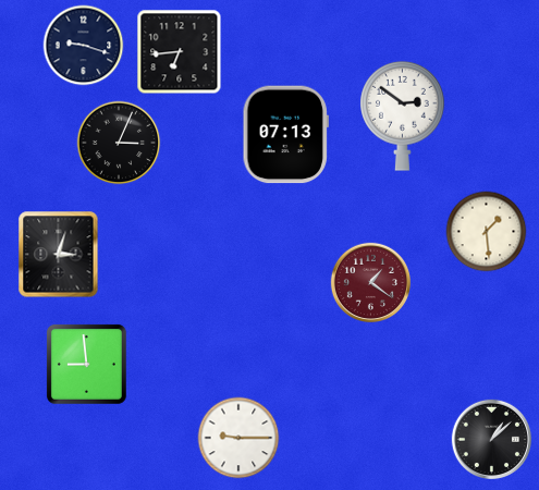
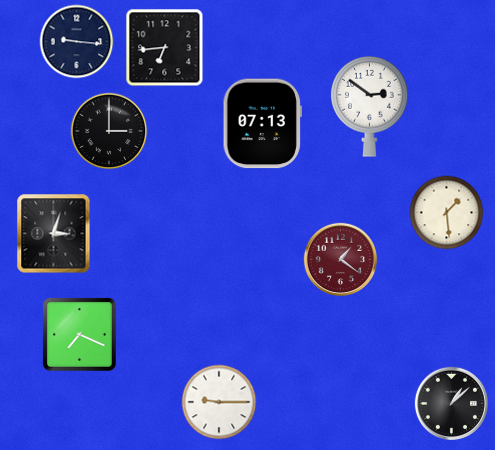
clock at (84, 46): 9:18 -> 9:16
clock at (119, 143): 3:04 -> 3:00
clock at (86, 364): 8:59 -> 7:19
